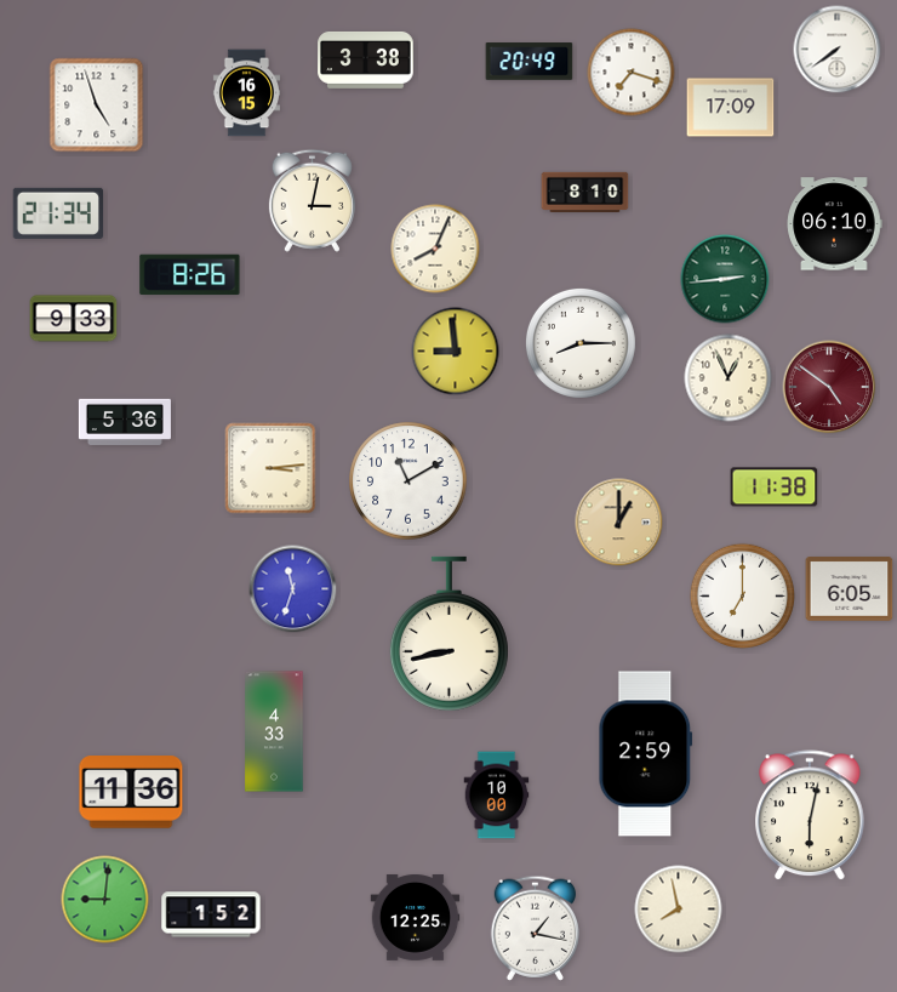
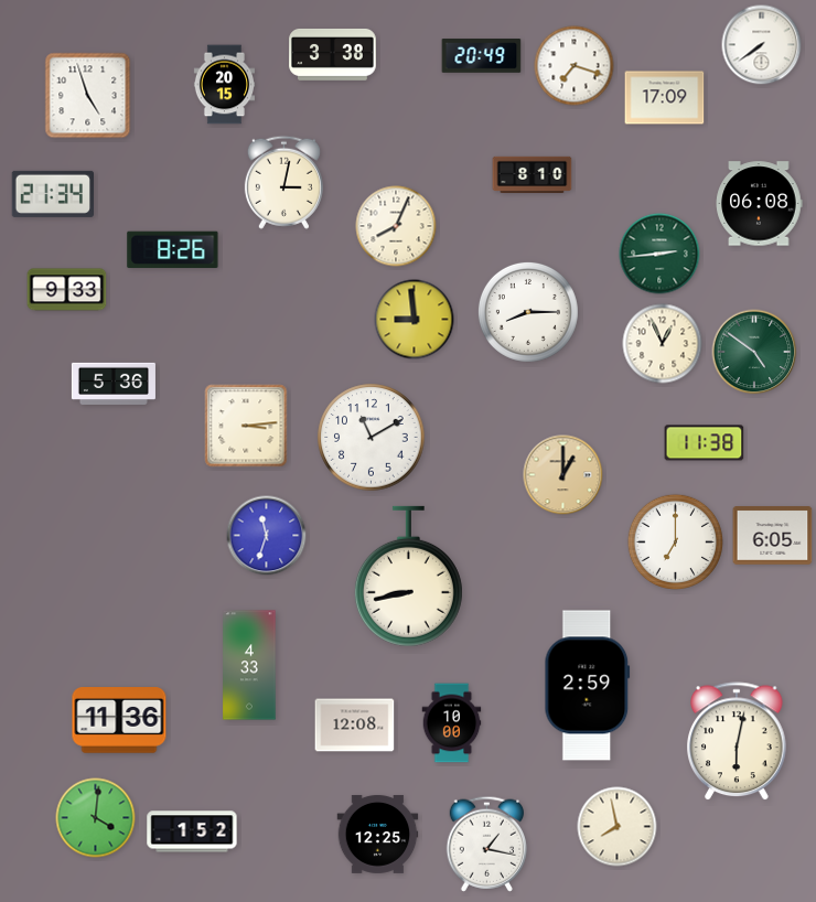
clock at (246, 93): 16:15 -> 20:15
clock at (835, 224): 06:10 -> 06:08
clock at (829, 387) dial: burgundy -> green
clock at (355, 726): none -> 12:08
clock at (105, 900): 9:01 -> 4:01
